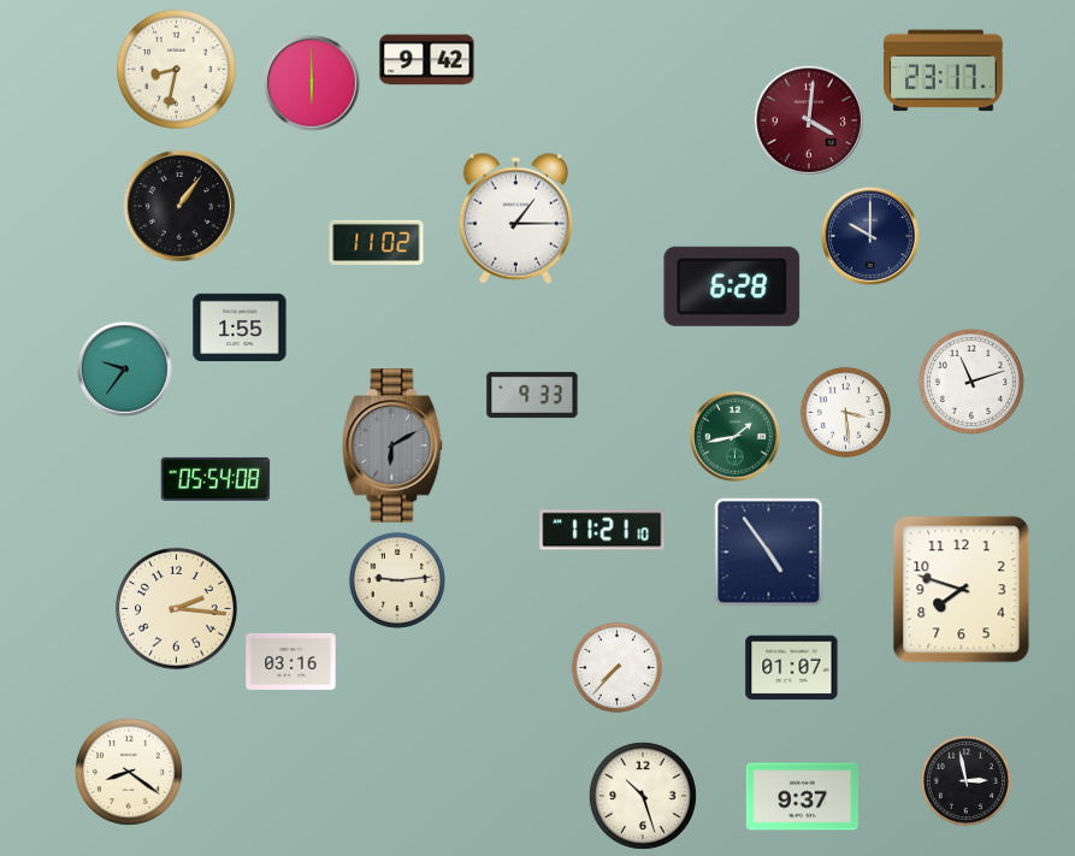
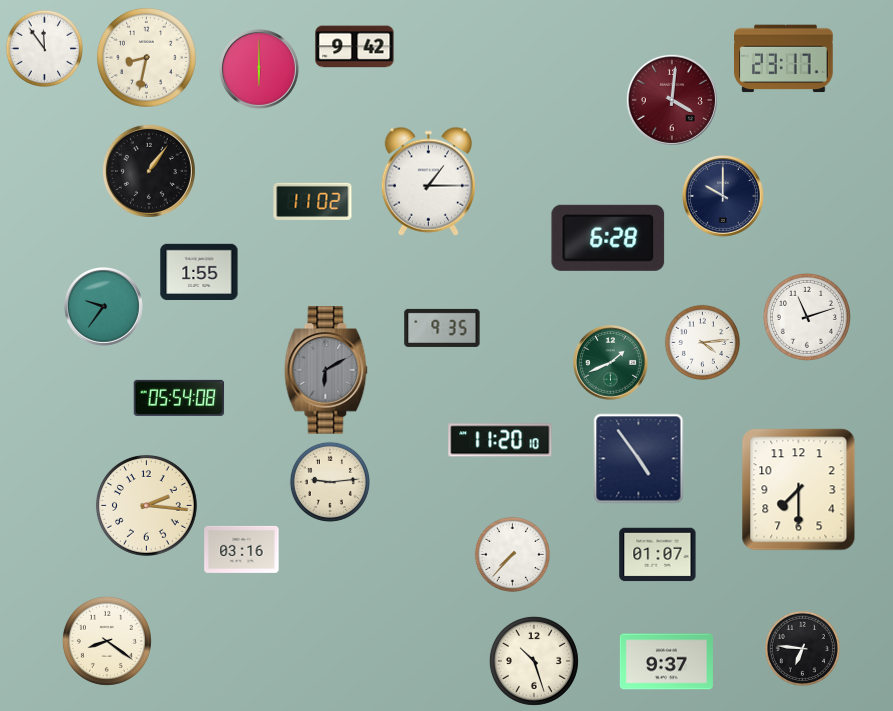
clock at (44, 48): none -> 11:54
clock at (427, 60) position: (427, 60) -> (355, 47)
clock at (532, 395): 9:33 -> 9:35
clock at (845, 412): 3:29 -> 4:14
clock at (736, 437): 1:43 -> 1:41
clock at (602, 530): 11:21 -> 11:20
clock at (962, 590): 7:48 -> 7:30
clock at (965, 780): 2:58 -> 6:46
